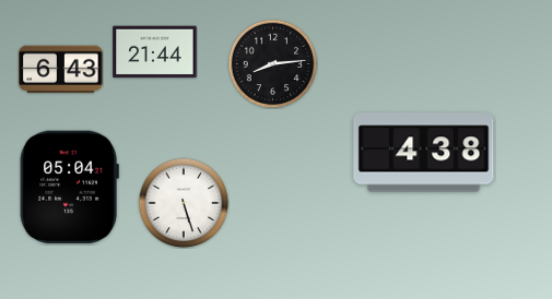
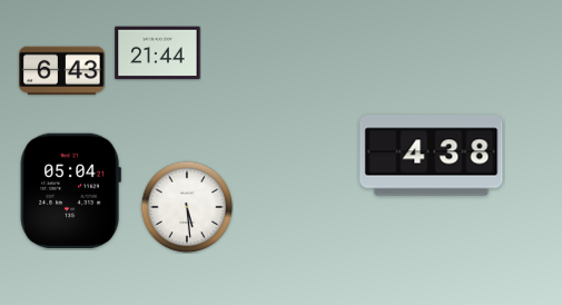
clock at (272, 63): 8:14 -> none
clock at (184, 203): 5:27 -> 5:29
